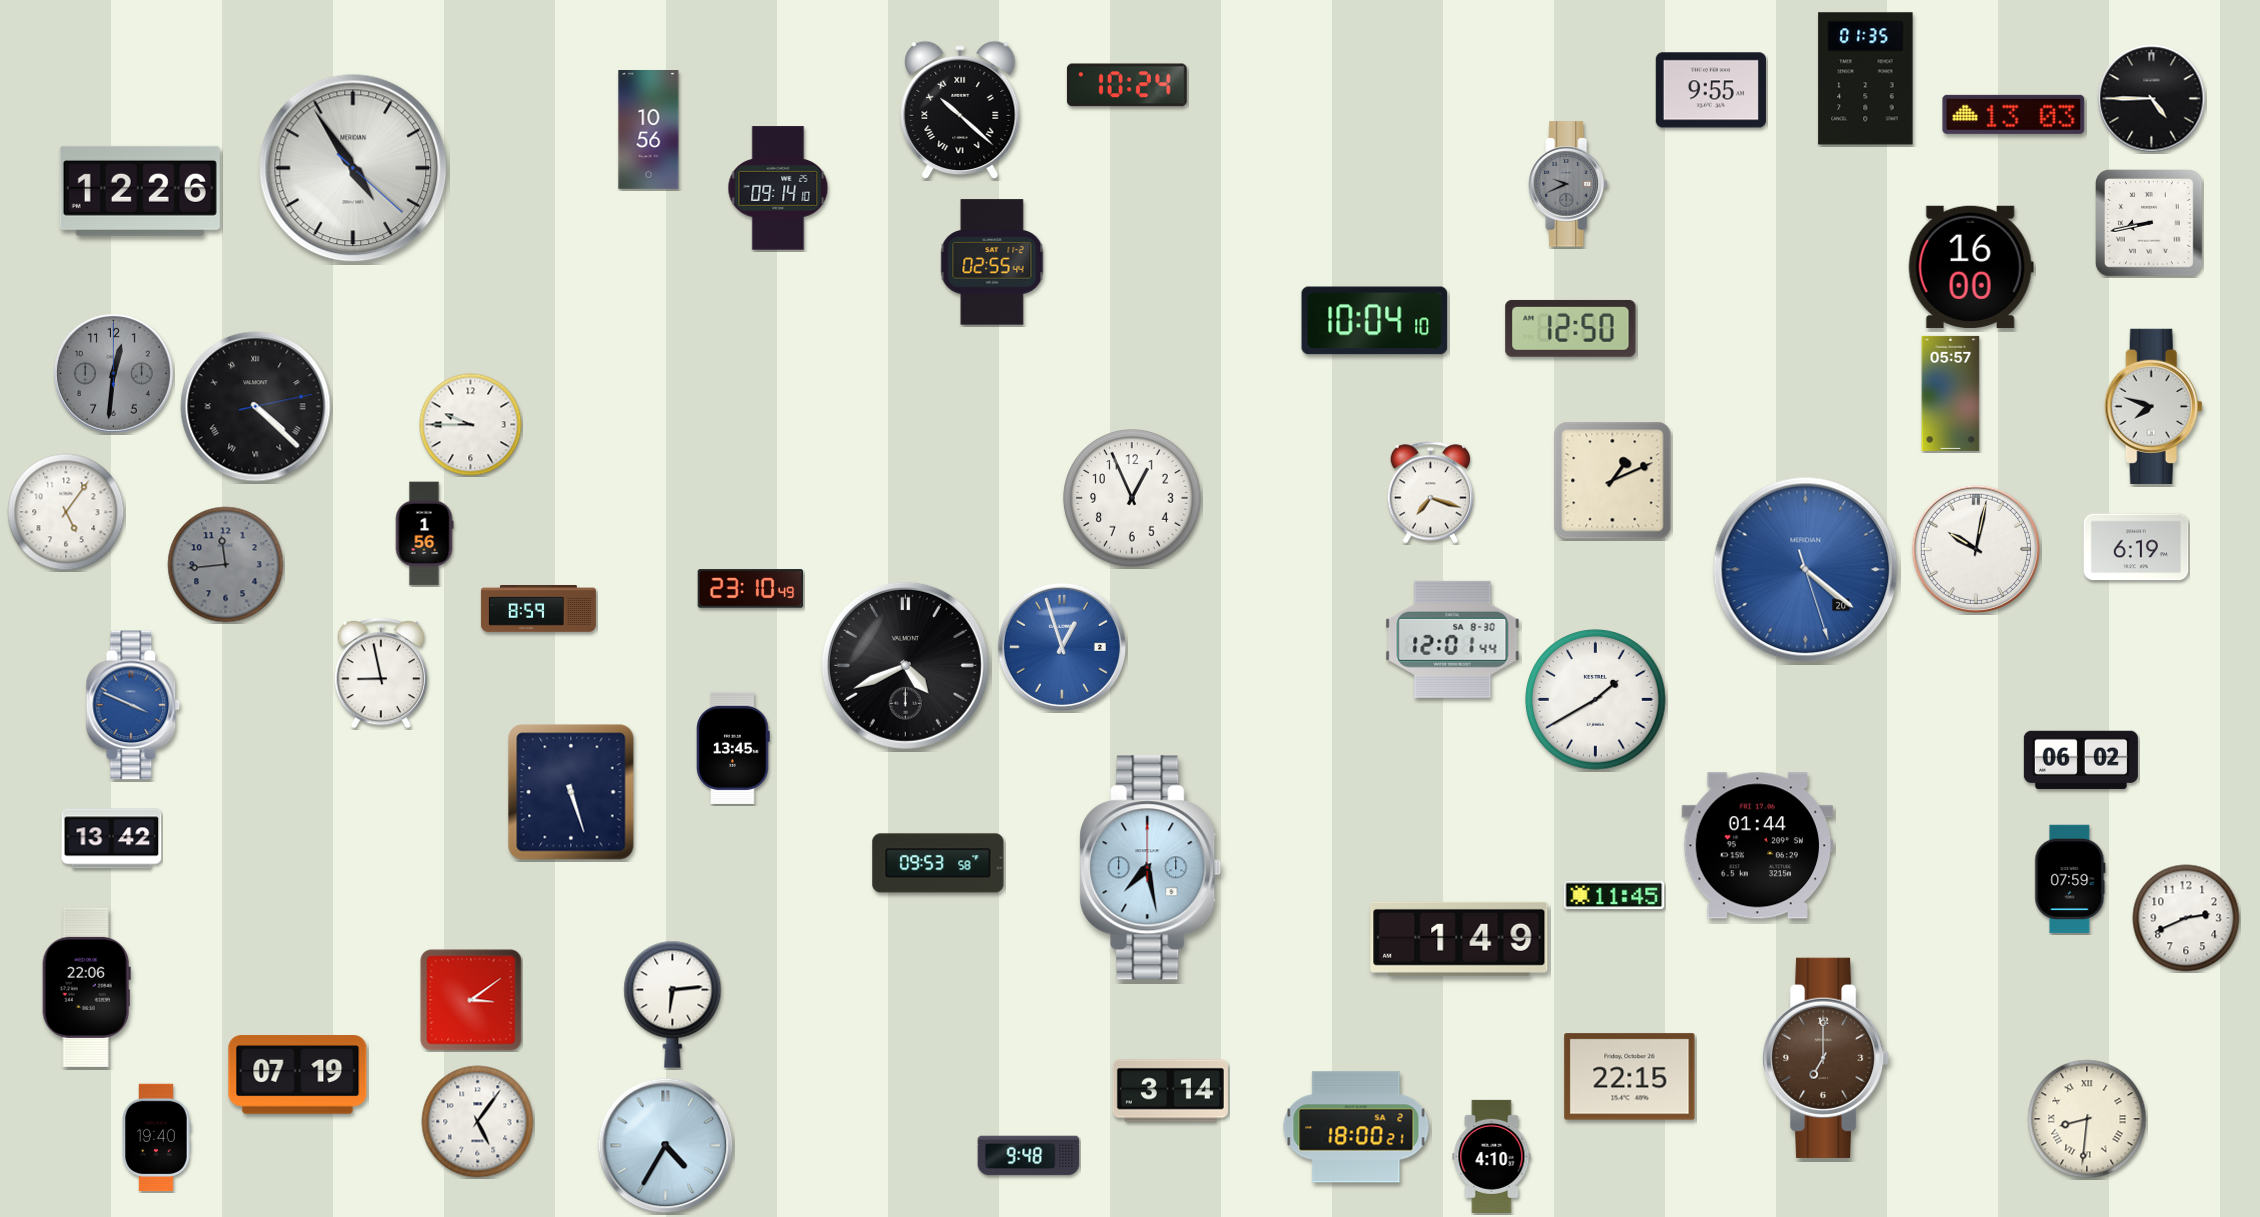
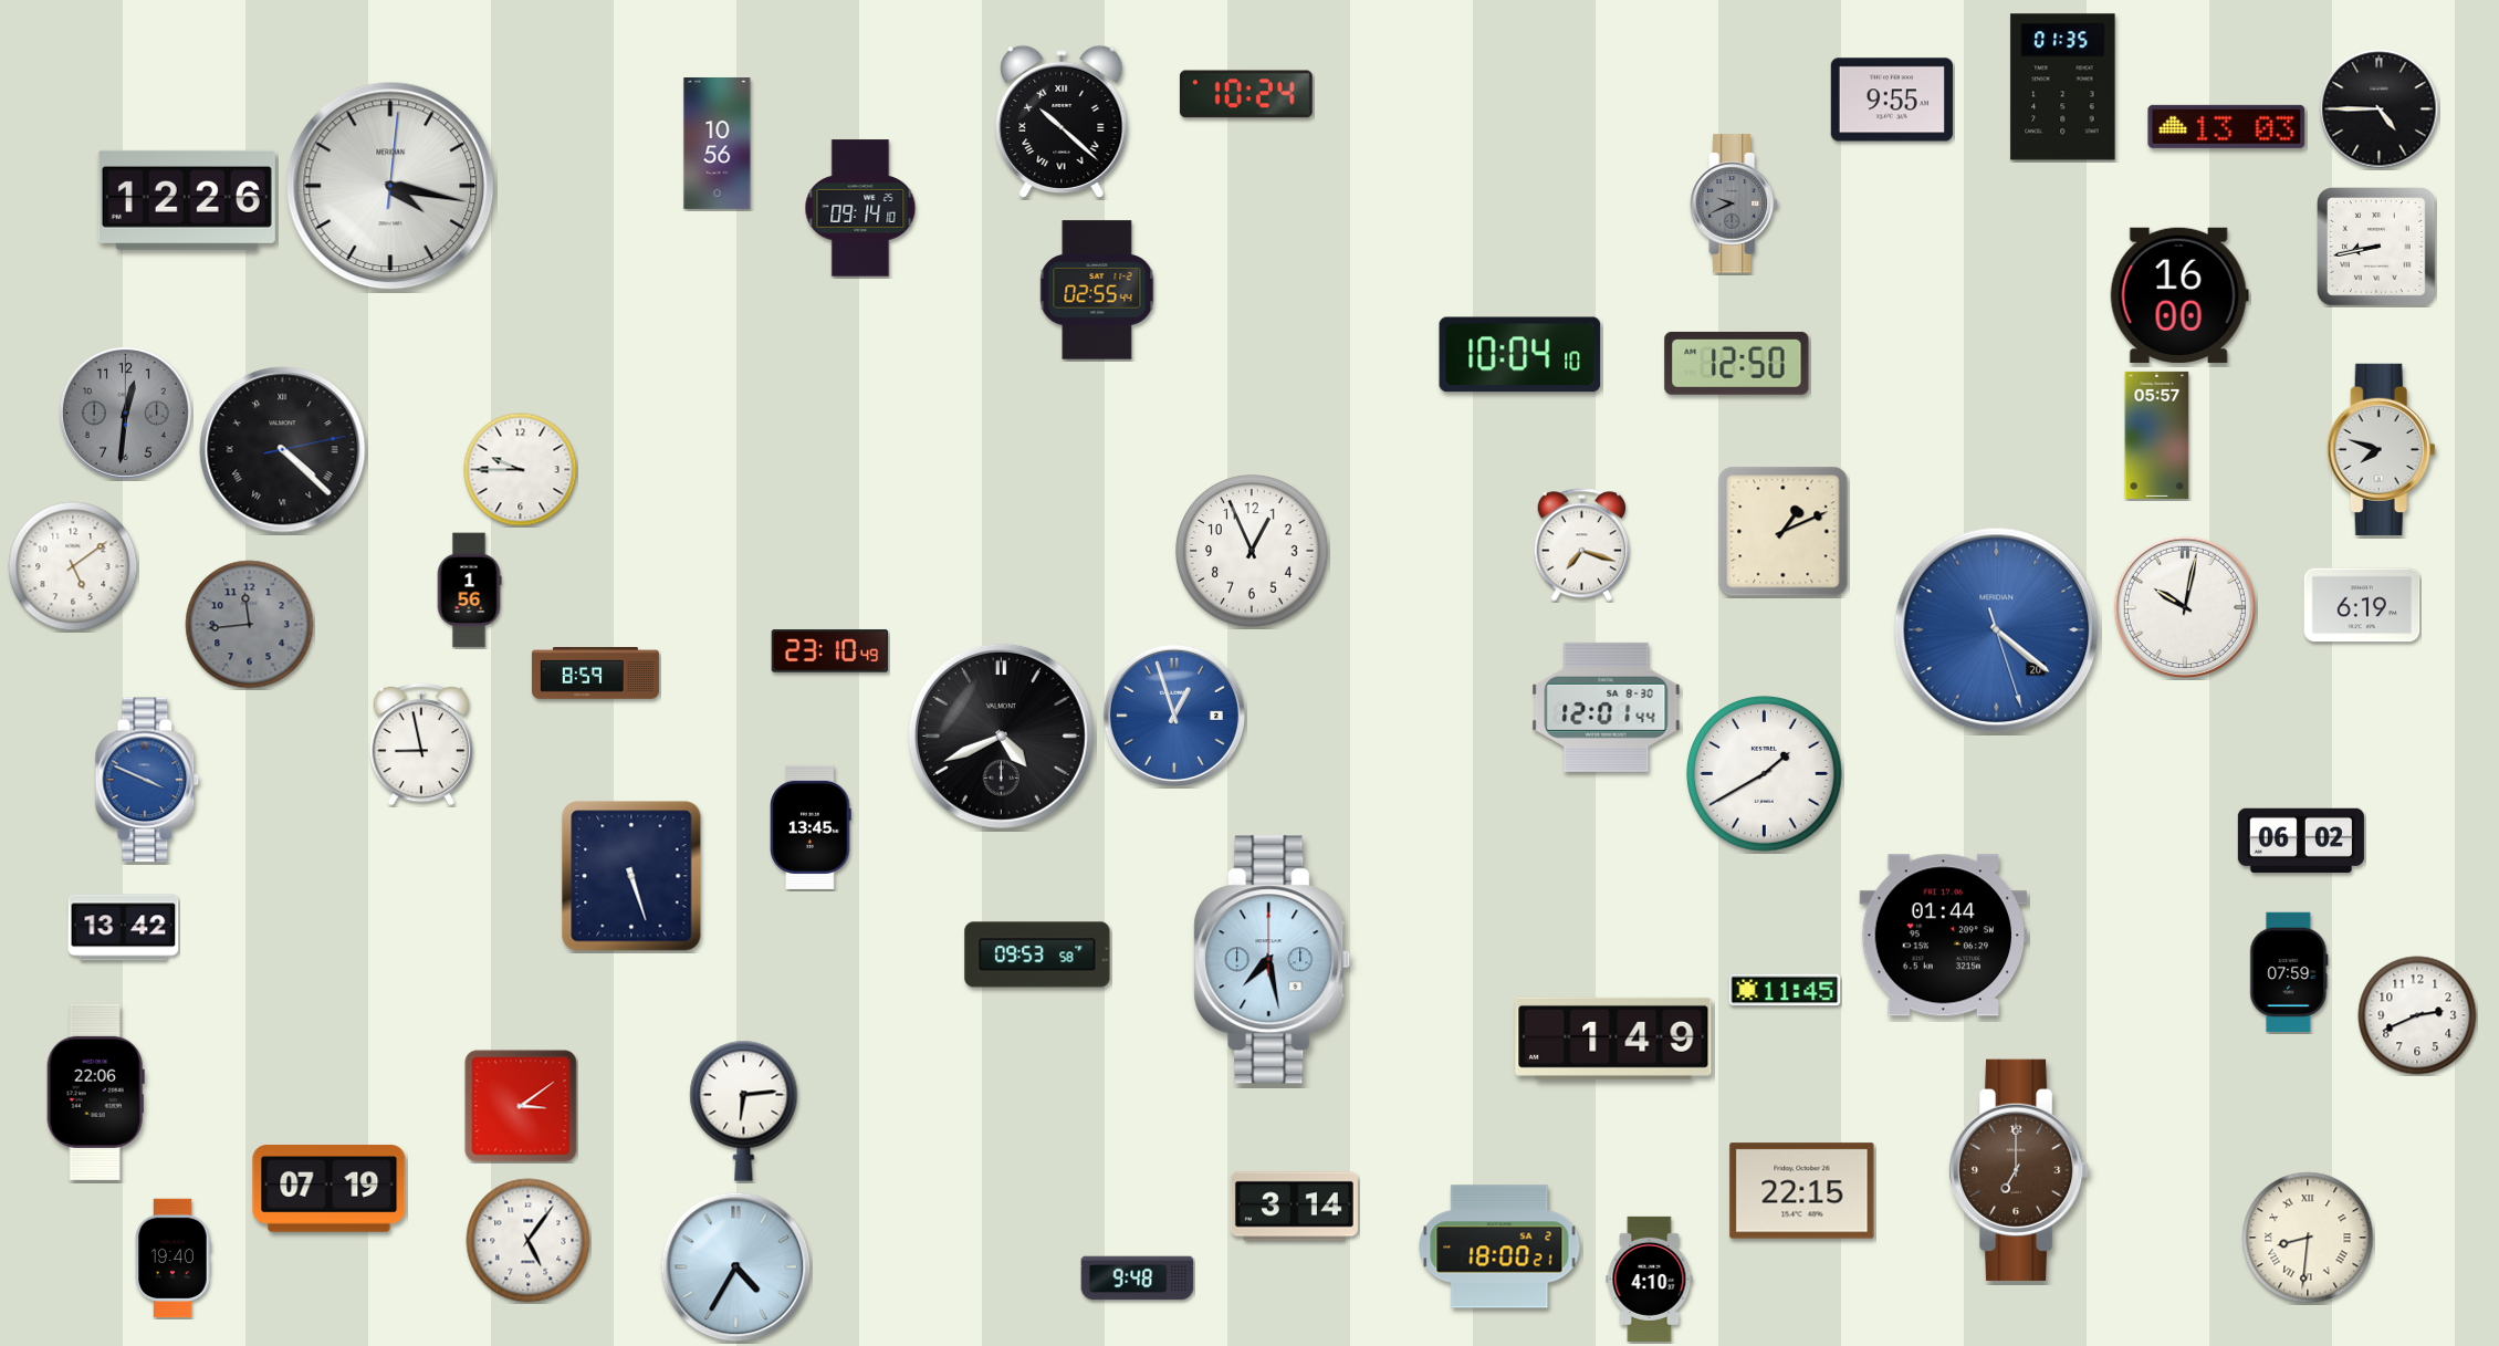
clock at (353, 168): 4:54 -> 4:17
clock at (140, 191) position: (140, 191) -> (187, 200)
clock at (66, 512): 5:06 -> 5:09
